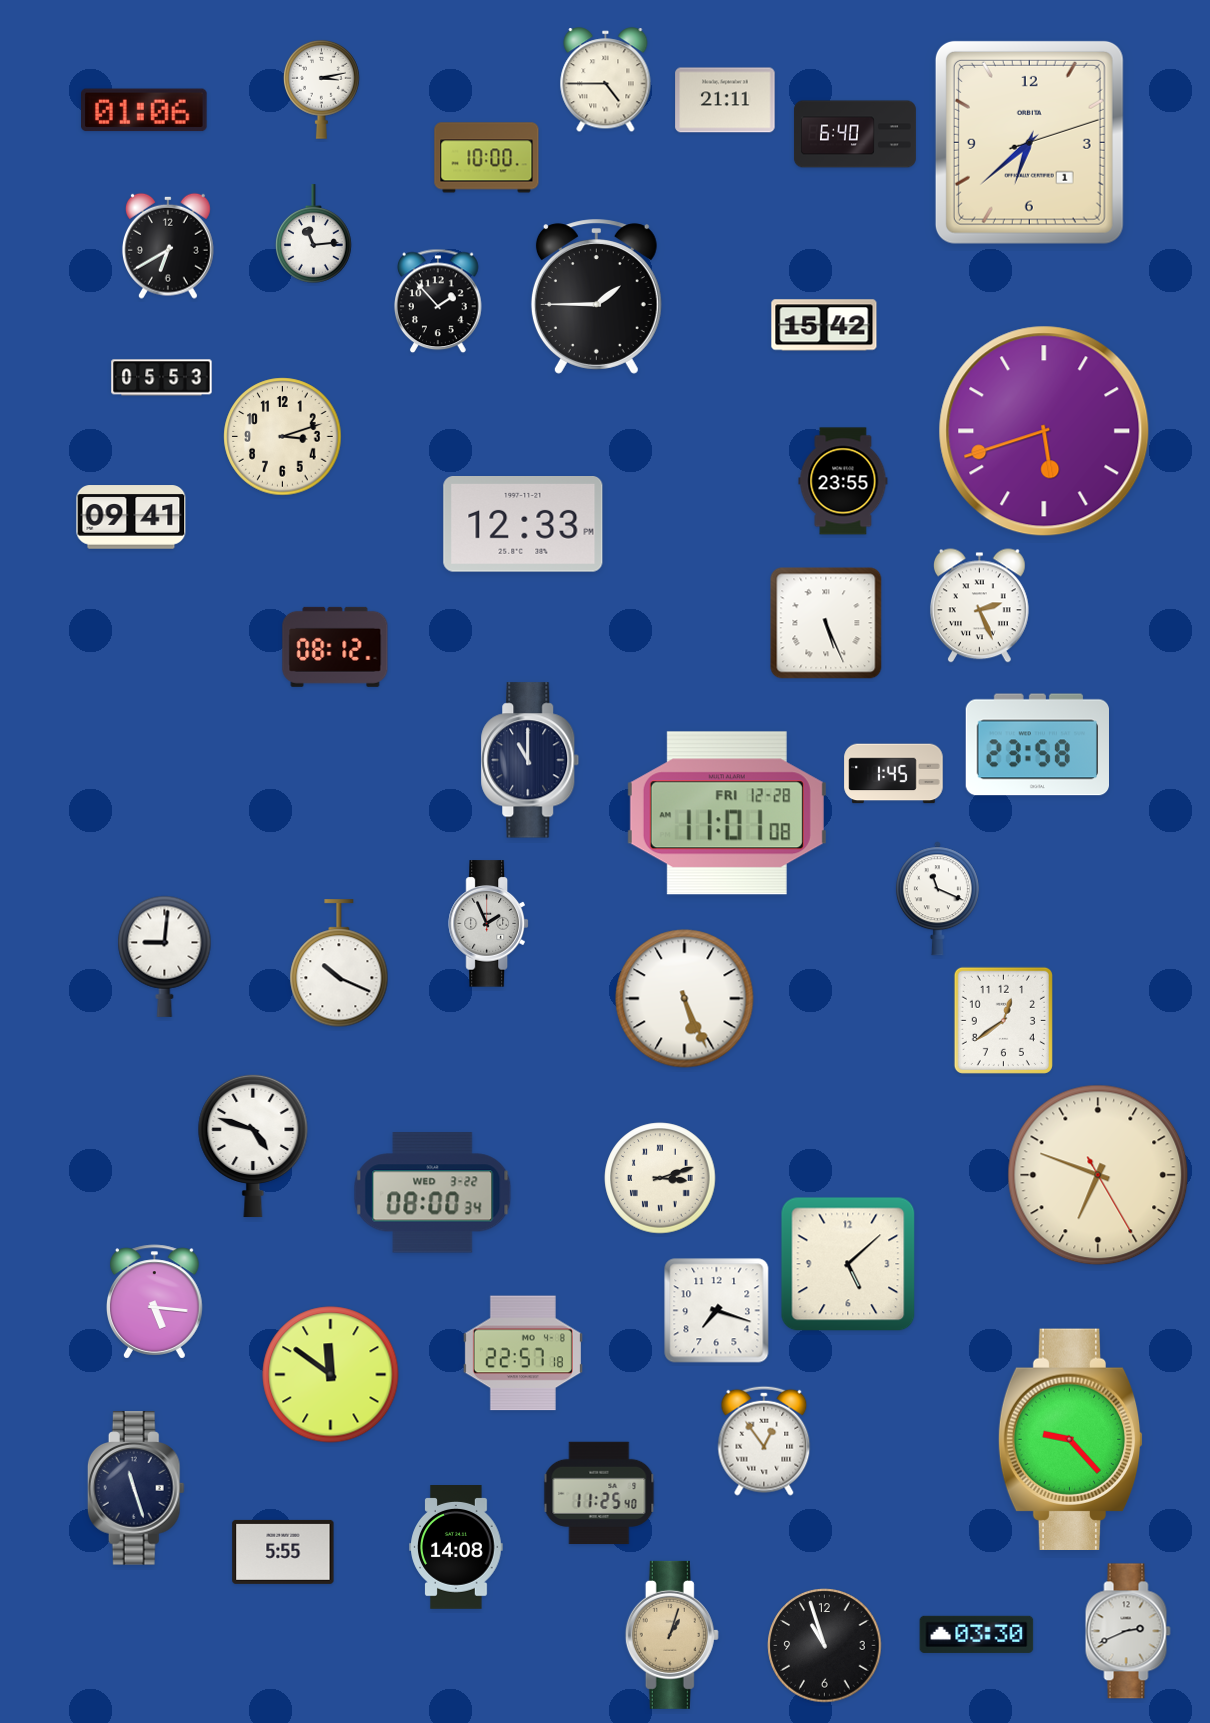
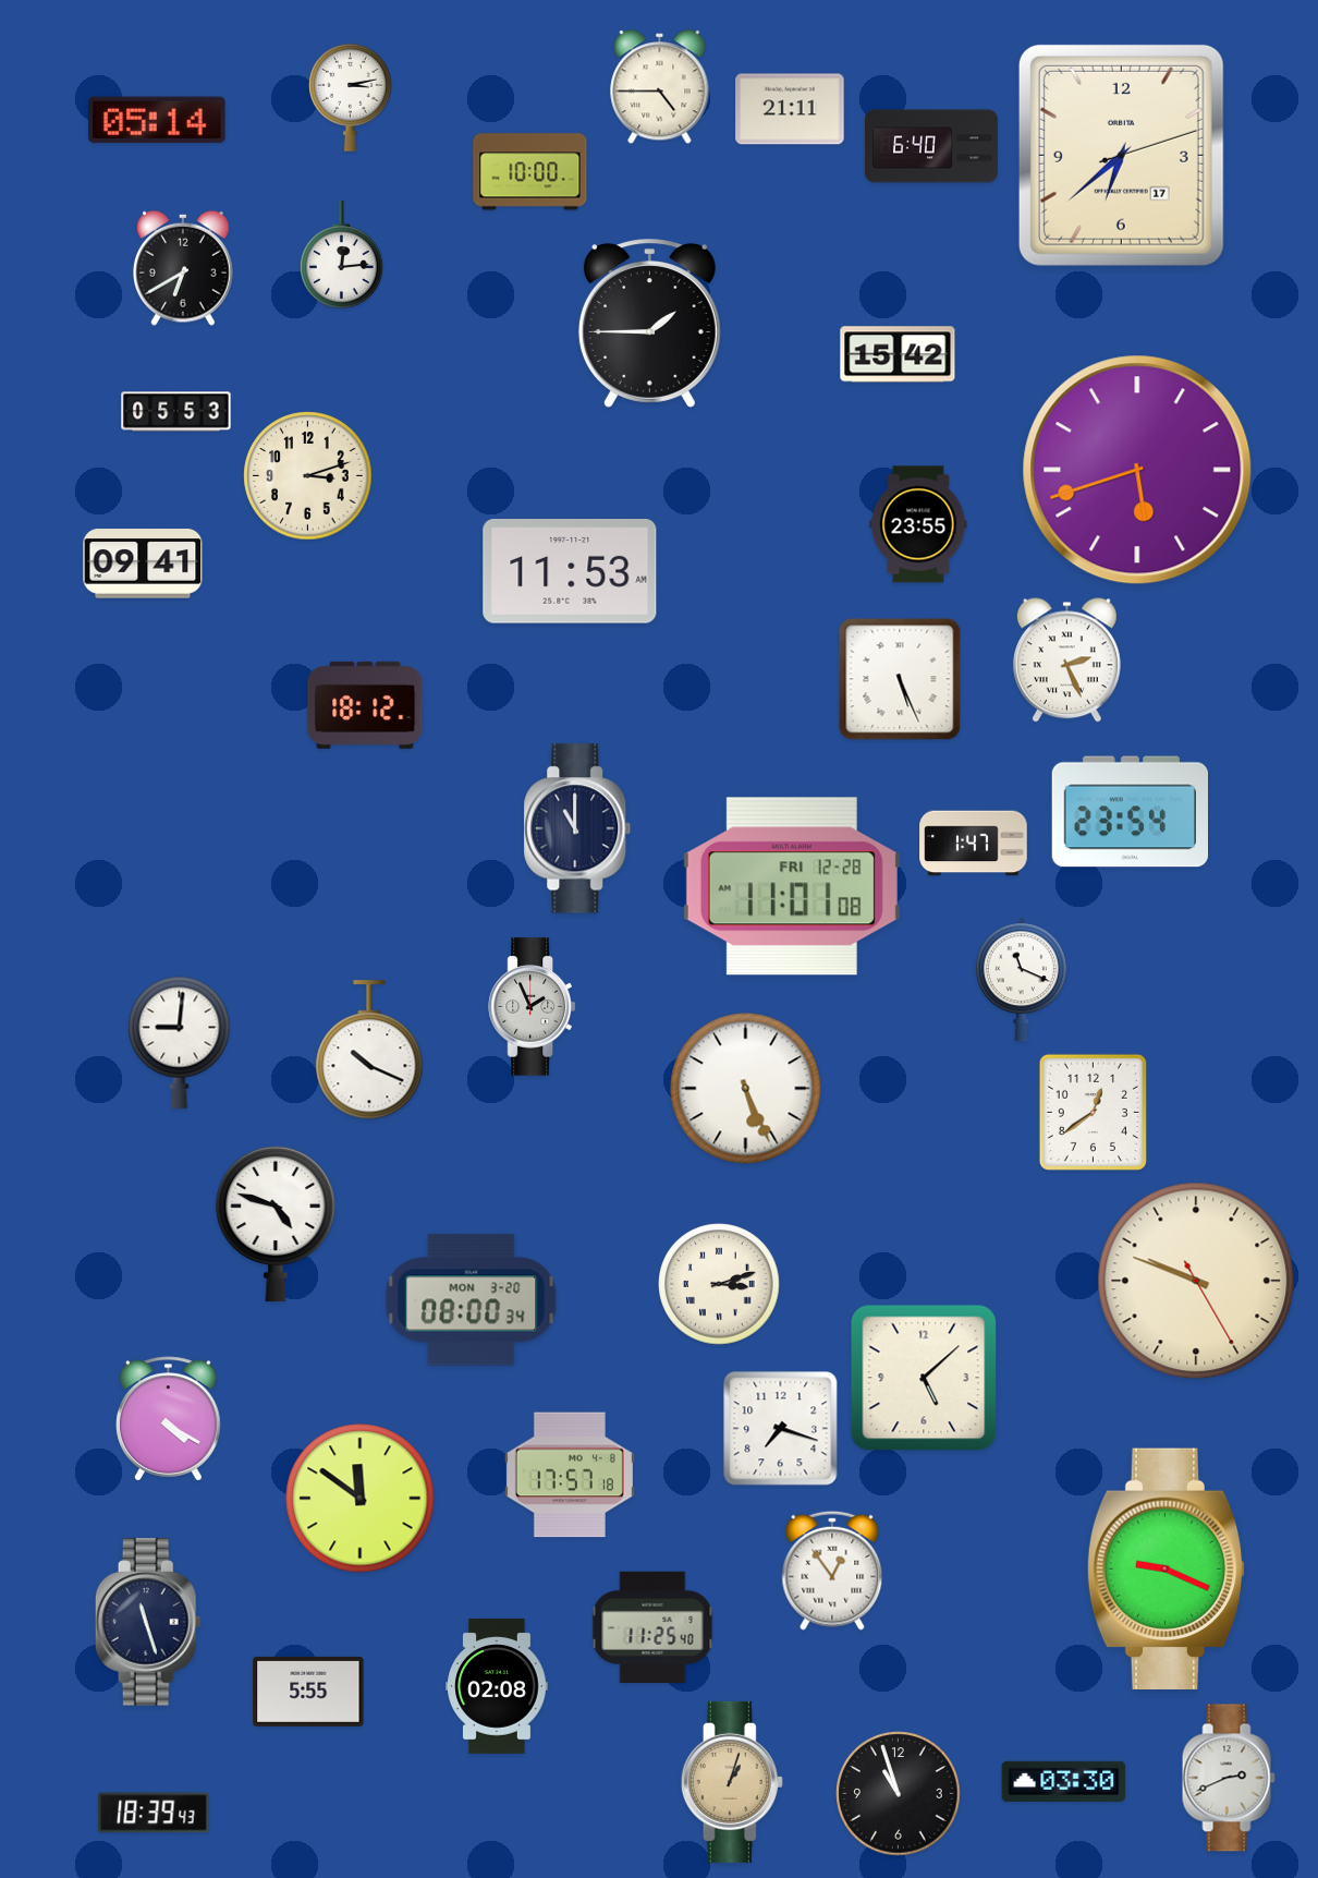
clock at (145, 110): 01:06 -> 05:14
clock at (1029, 142) date: 1 -> 17
clock at (314, 234): 11:14 -> 12:14
clock at (438, 301): 1:53 -> none
clock at (523, 524): 12:33 -> 11:53
clock at (335, 647): 08:12 -> 18:12
clock at (1037, 745): 23:58 -> 23:54
clock at (894, 774): 1:45 -> 1:47
clock at (253, 1146) position: (253, 1146) -> (276, 1224)
clock at (1098, 1175): 6:48 -> 9:48
clock at (433, 1193) date: WED 3-22 -> MON 3-20
clock at (155, 1302): 5:16 -> 4:20
clock at (523, 1353): 22:57 -> 17:57
clock at (1071, 1439): 9:23 -> 9:19
clock at (456, 1548): 14:08 -> 02:08
clock at (154, 1813): none -> 18:39
